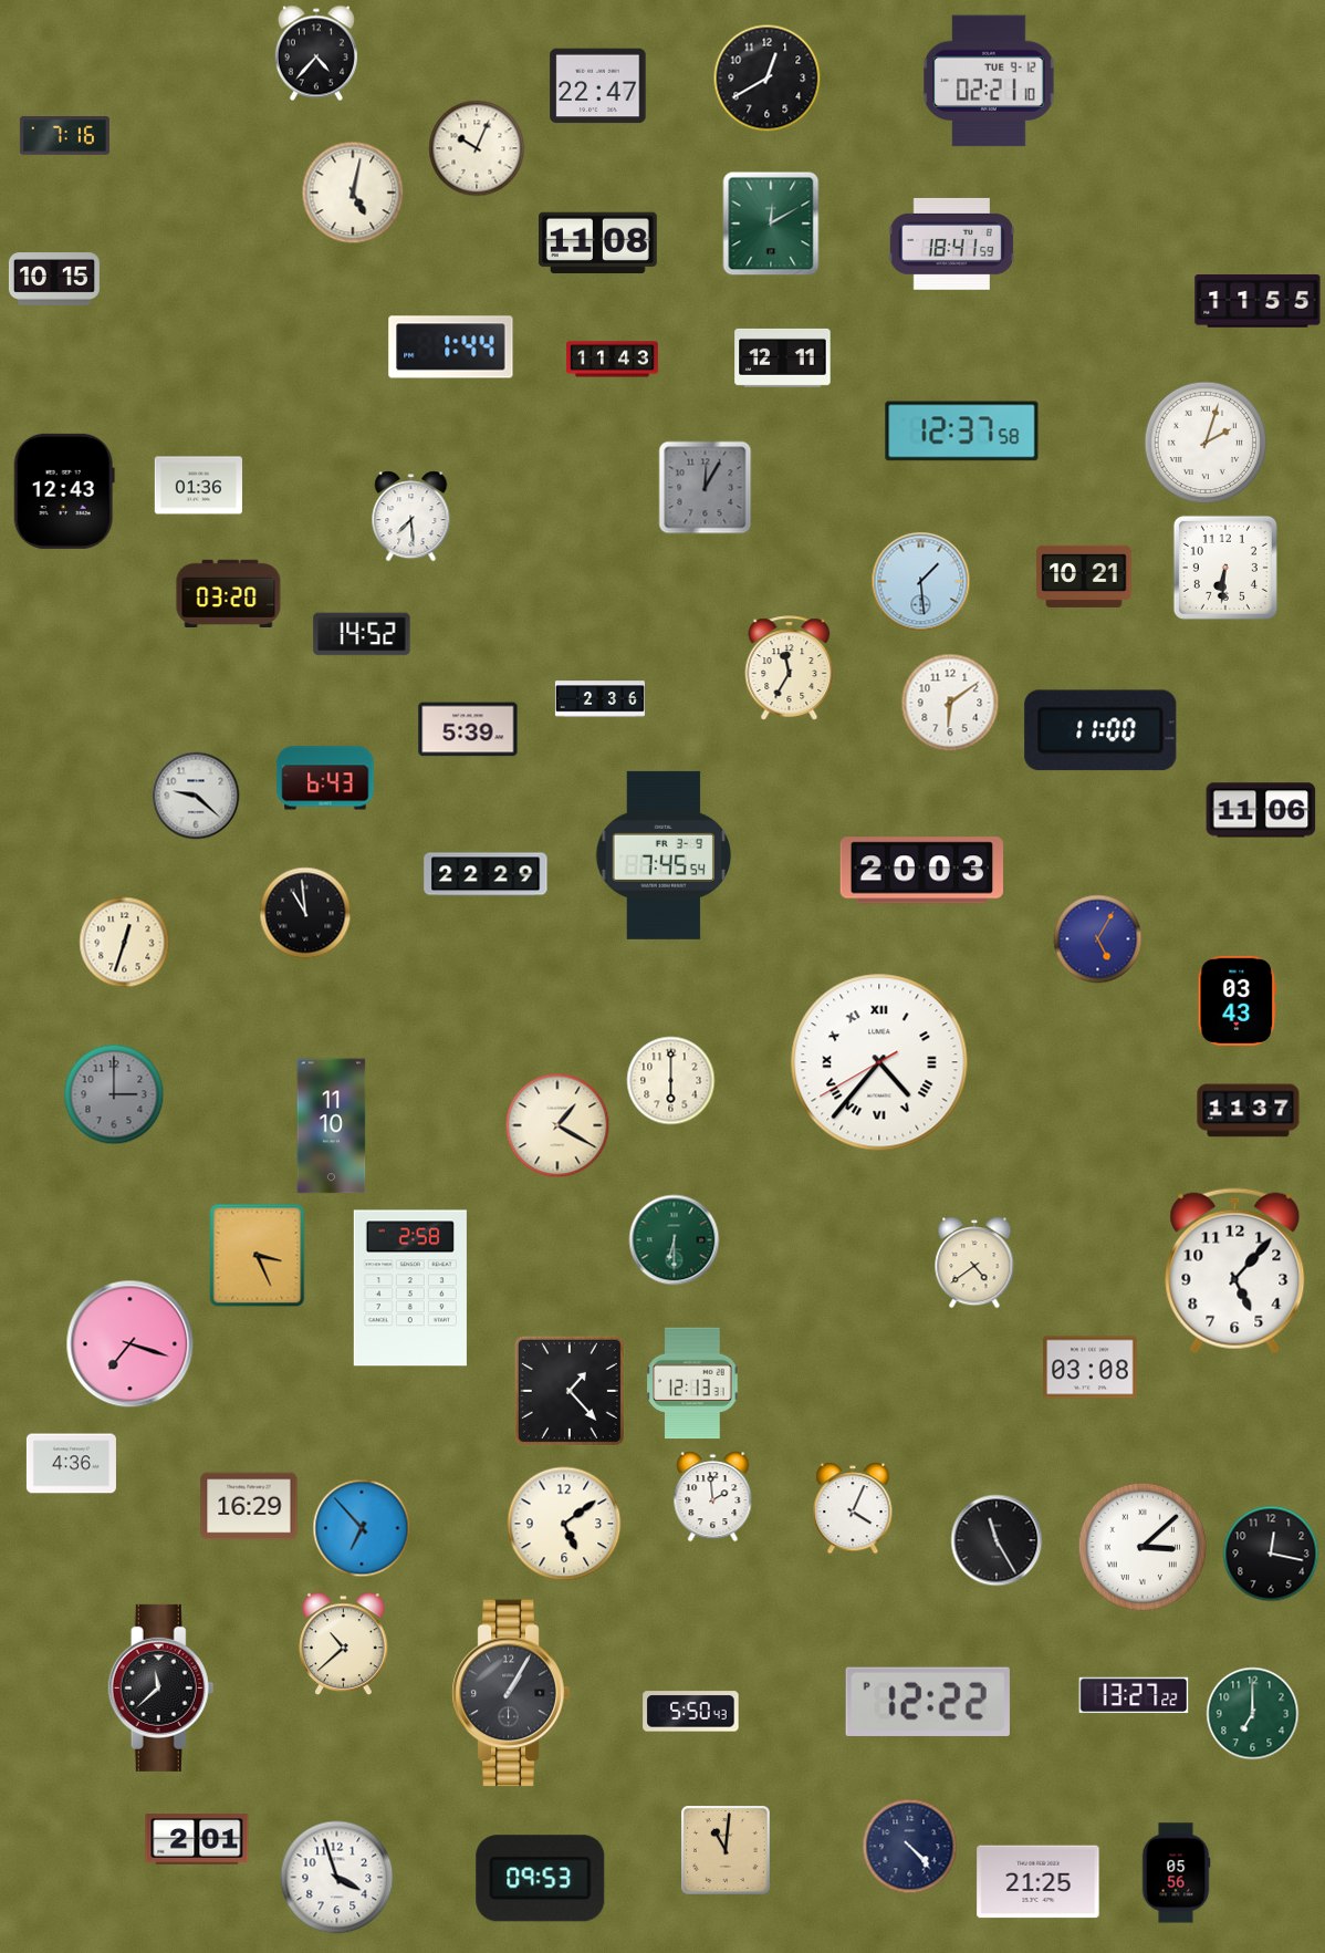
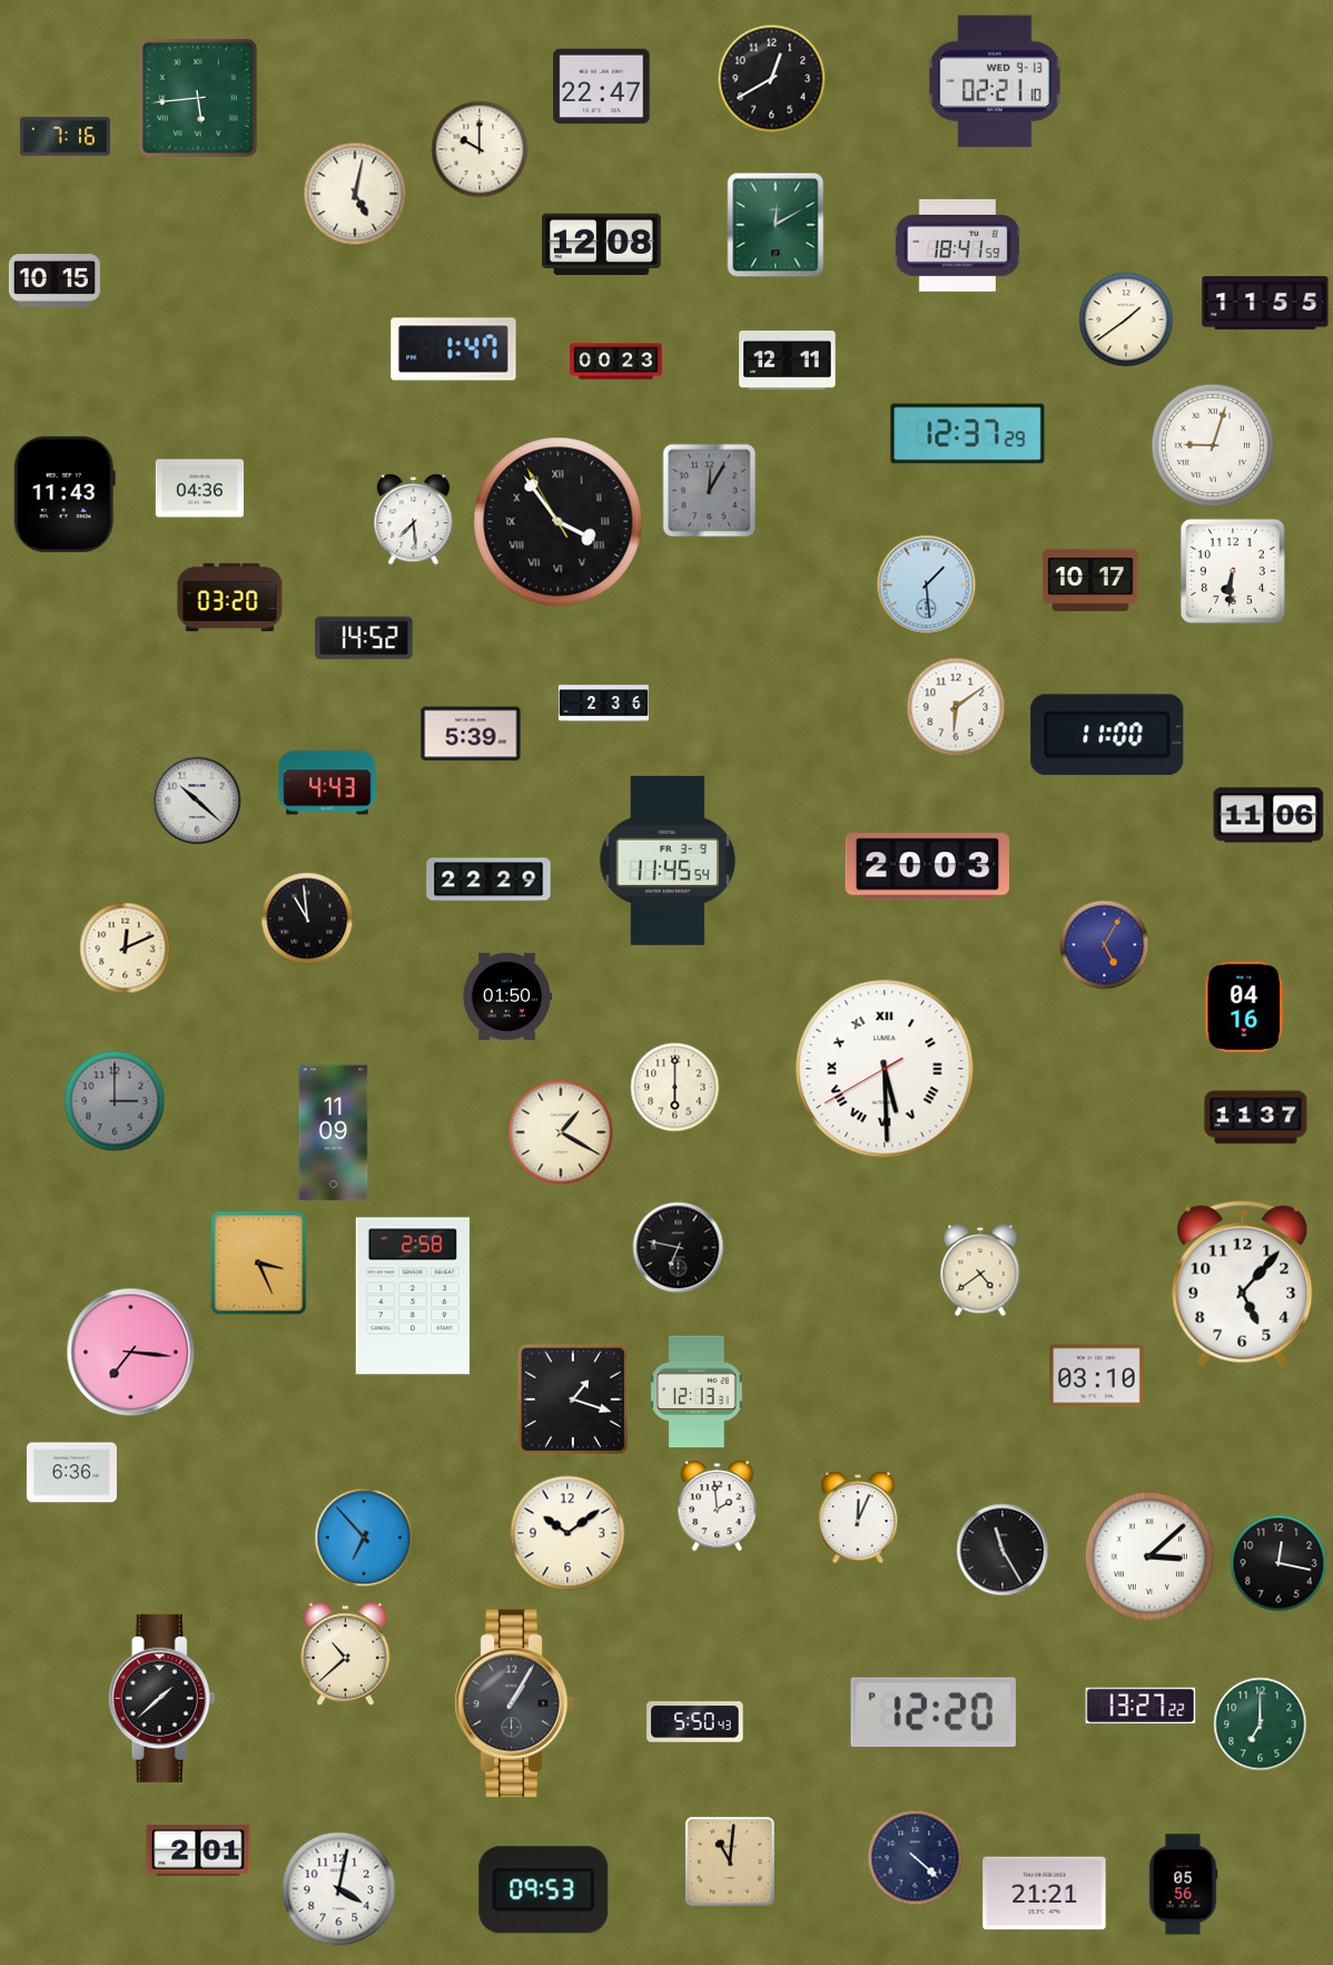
clock at (316, 53): 4:37 -> none
clock at (989, 81) date: TUE 9-12 -> WED 9-13
clock at (198, 98): none -> 5:44
clock at (477, 148): 10:04 -> 10:00
clock at (597, 242): 11:08 -> 12:08
clock at (1126, 320): none -> 1:39
clock at (451, 347): 1:44 -> 1:47
clock at (613, 360): 11:43 -> 00:23
clock at (962, 432): 12:37:58 -> 12:37:29
clock at (1206, 443): 2:03 -> 9:03
clock at (198, 486): 01:36 -> 04:36
clock at (64, 491): 12:43 -> 11:43
clock at (559, 522): none -> 3:53
clock at (1084, 576): 10:21 -> 10:17
clock at (790, 668): 11:35 -> none
clock at (325, 778): 6:43 -> 4:43
clock at (196, 796): 9:22 -> 10:22
clock at (664, 855): 7:45 -> 11:45
clock at (922, 871) position: (922, 871) -> (928, 867)
clock at (125, 943): 12:33 -> 12:11
clock at (506, 996): none -> 01:50
clock at (1238, 1000): 03:43 -> 04:16
clock at (879, 1062): 4:36 -> 5:29
clock at (332, 1126): 11:10 -> 11:09
clock at (675, 1240): 6:30 -> 6:47
clock at (675, 1240) dial: green -> black
clock at (1235, 1271) position: (1235, 1271) -> (1243, 1285)
clock at (131, 1344): 7:18 -> 7:16
clock at (1091, 1368): 03:08 -> 03:10
clock at (570, 1391): 1:23 -> 1:18
clock at (71, 1464): 4:36 -> 6:36
clock at (249, 1506): 16:29 -> none
clock at (853, 1508): 4:04 -> 12:04
clock at (564, 1524): 5:09 -> 10:09
clock at (161, 1687): 11:38 -> 1:38
clock at (928, 1702): 12:22 -> 12:20
clock at (910, 1847): 4:23 -> 4:22
clock at (337, 1878): 3:57 -> 4:02
clock at (1039, 1882): 21:25 -> 21:21
